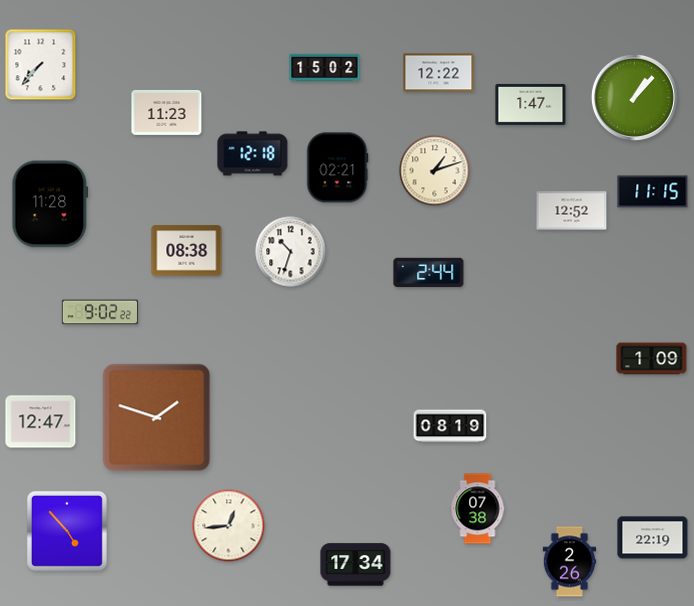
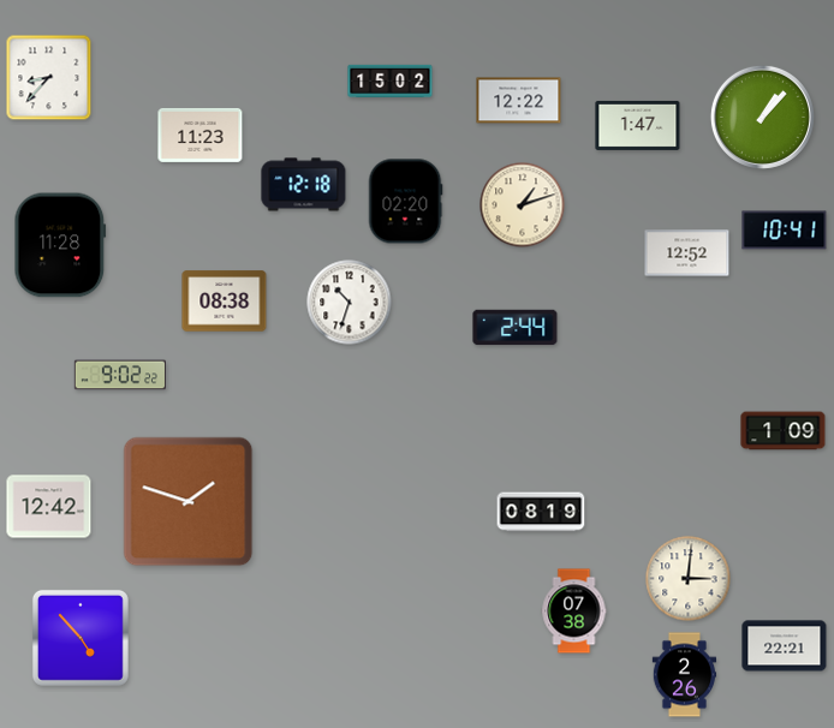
clock at (41, 65): 7:37 -> 8:37
clock at (439, 73) position: (439, 73) -> (519, 101)
clock at (337, 168): 02:21 -> 02:20
clock at (653, 192): 11:15 -> 10:41
clock at (41, 422): 12:47 -> 12:42
clock at (689, 579): none -> 3:01
clock at (229, 526): 12:44 -> none
clock at (653, 538): 22:19 -> 22:21
clock at (356, 565): 17:34 -> none
